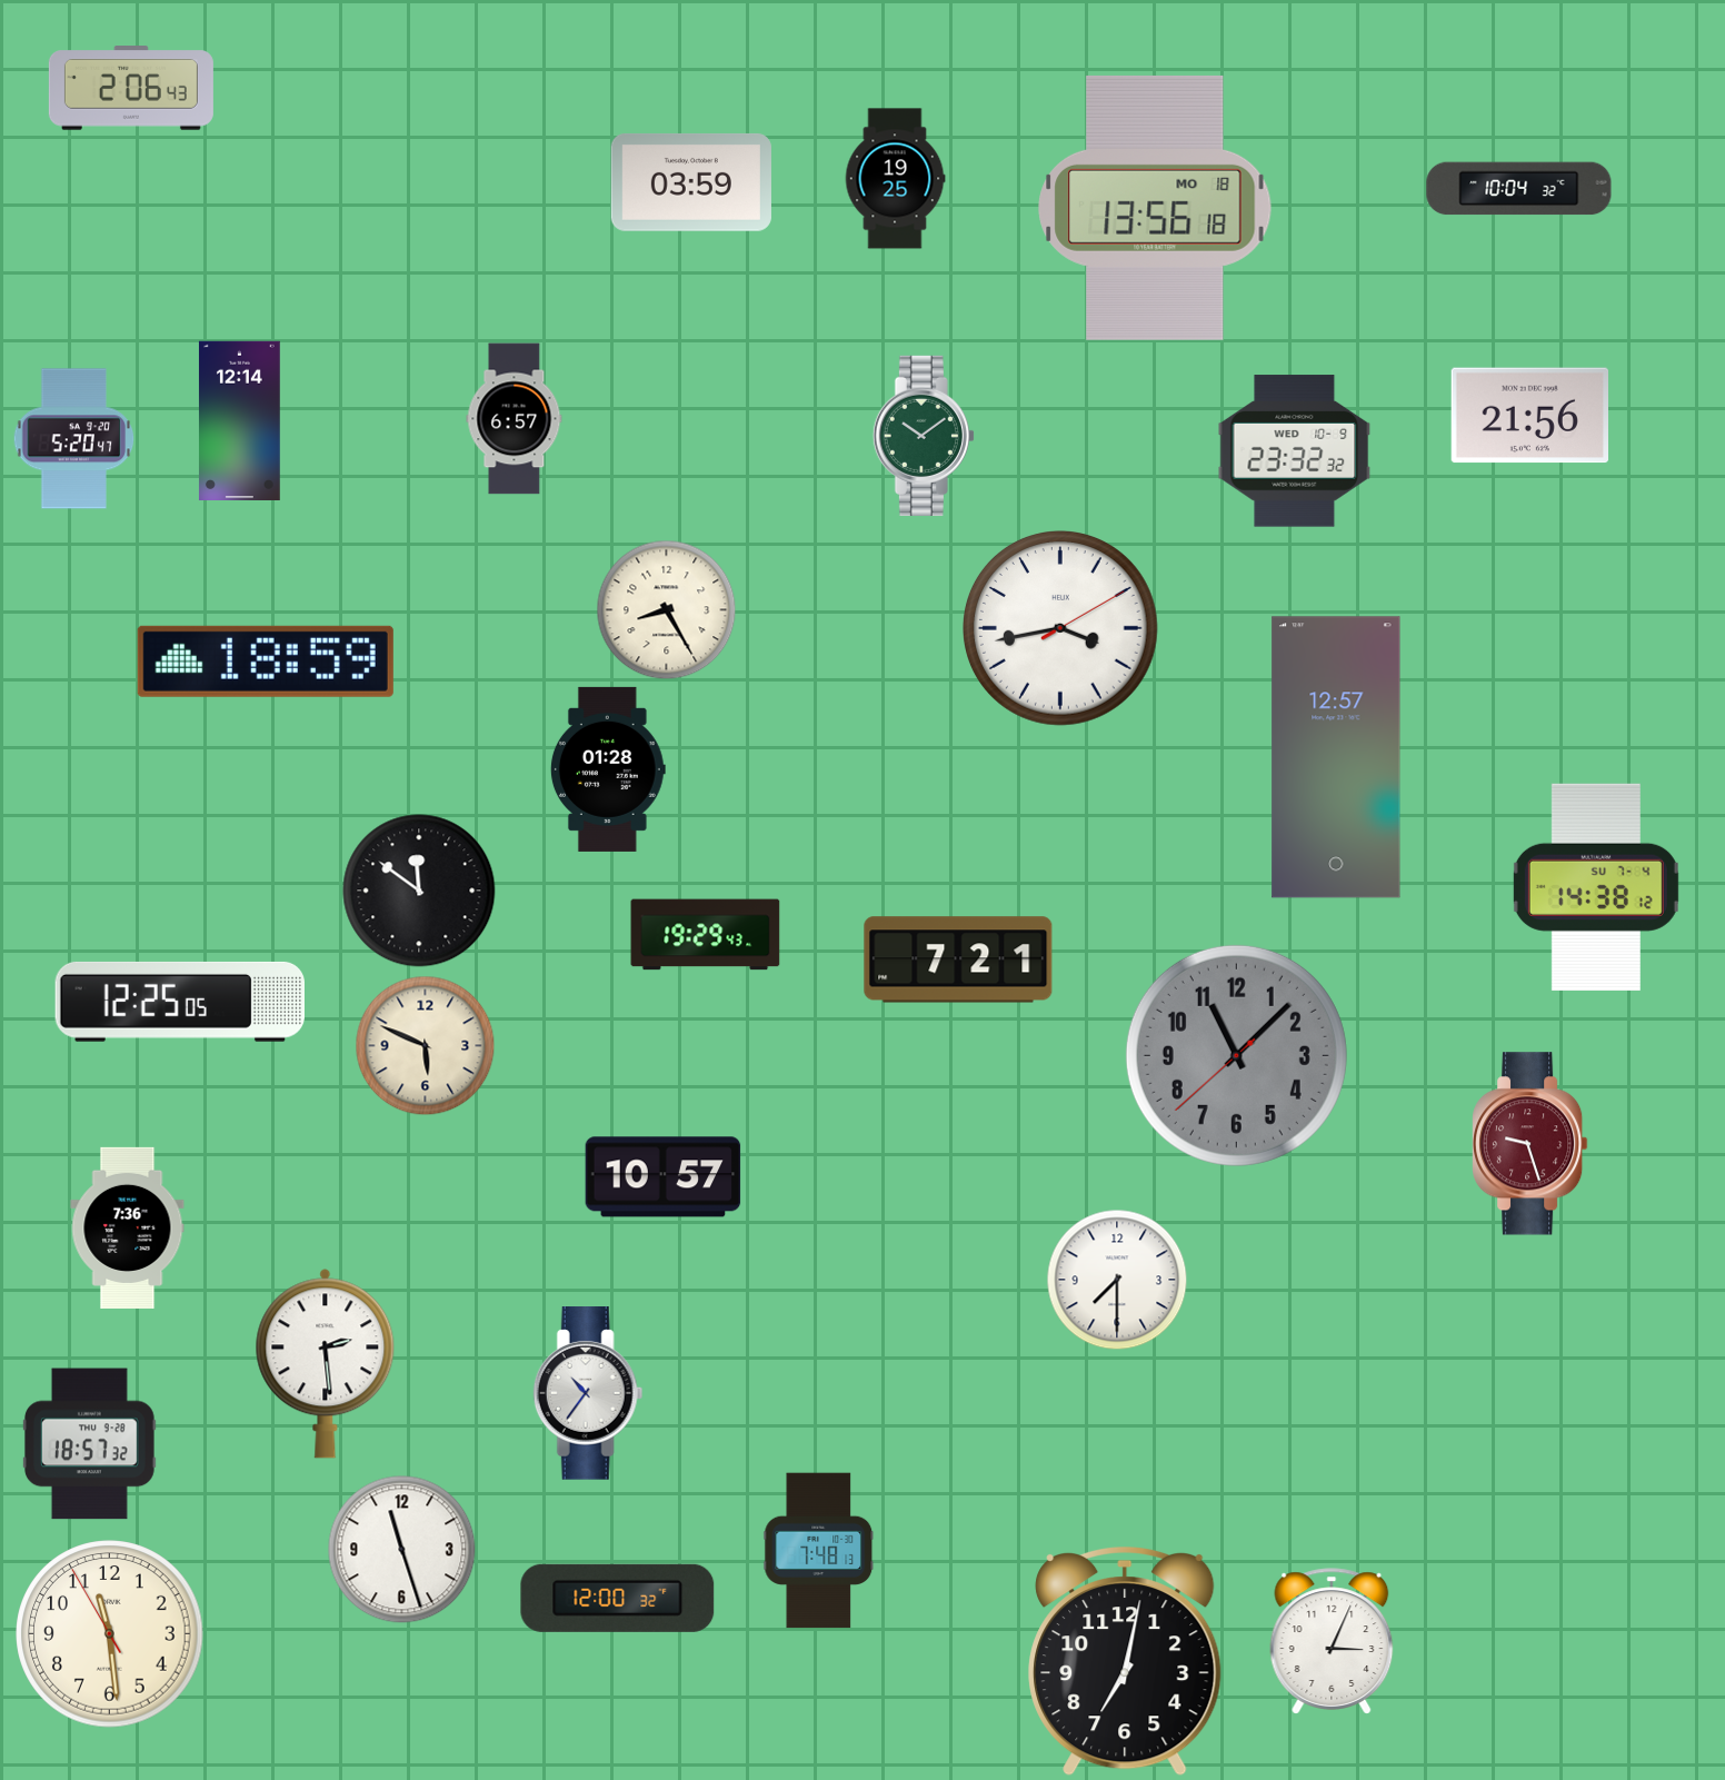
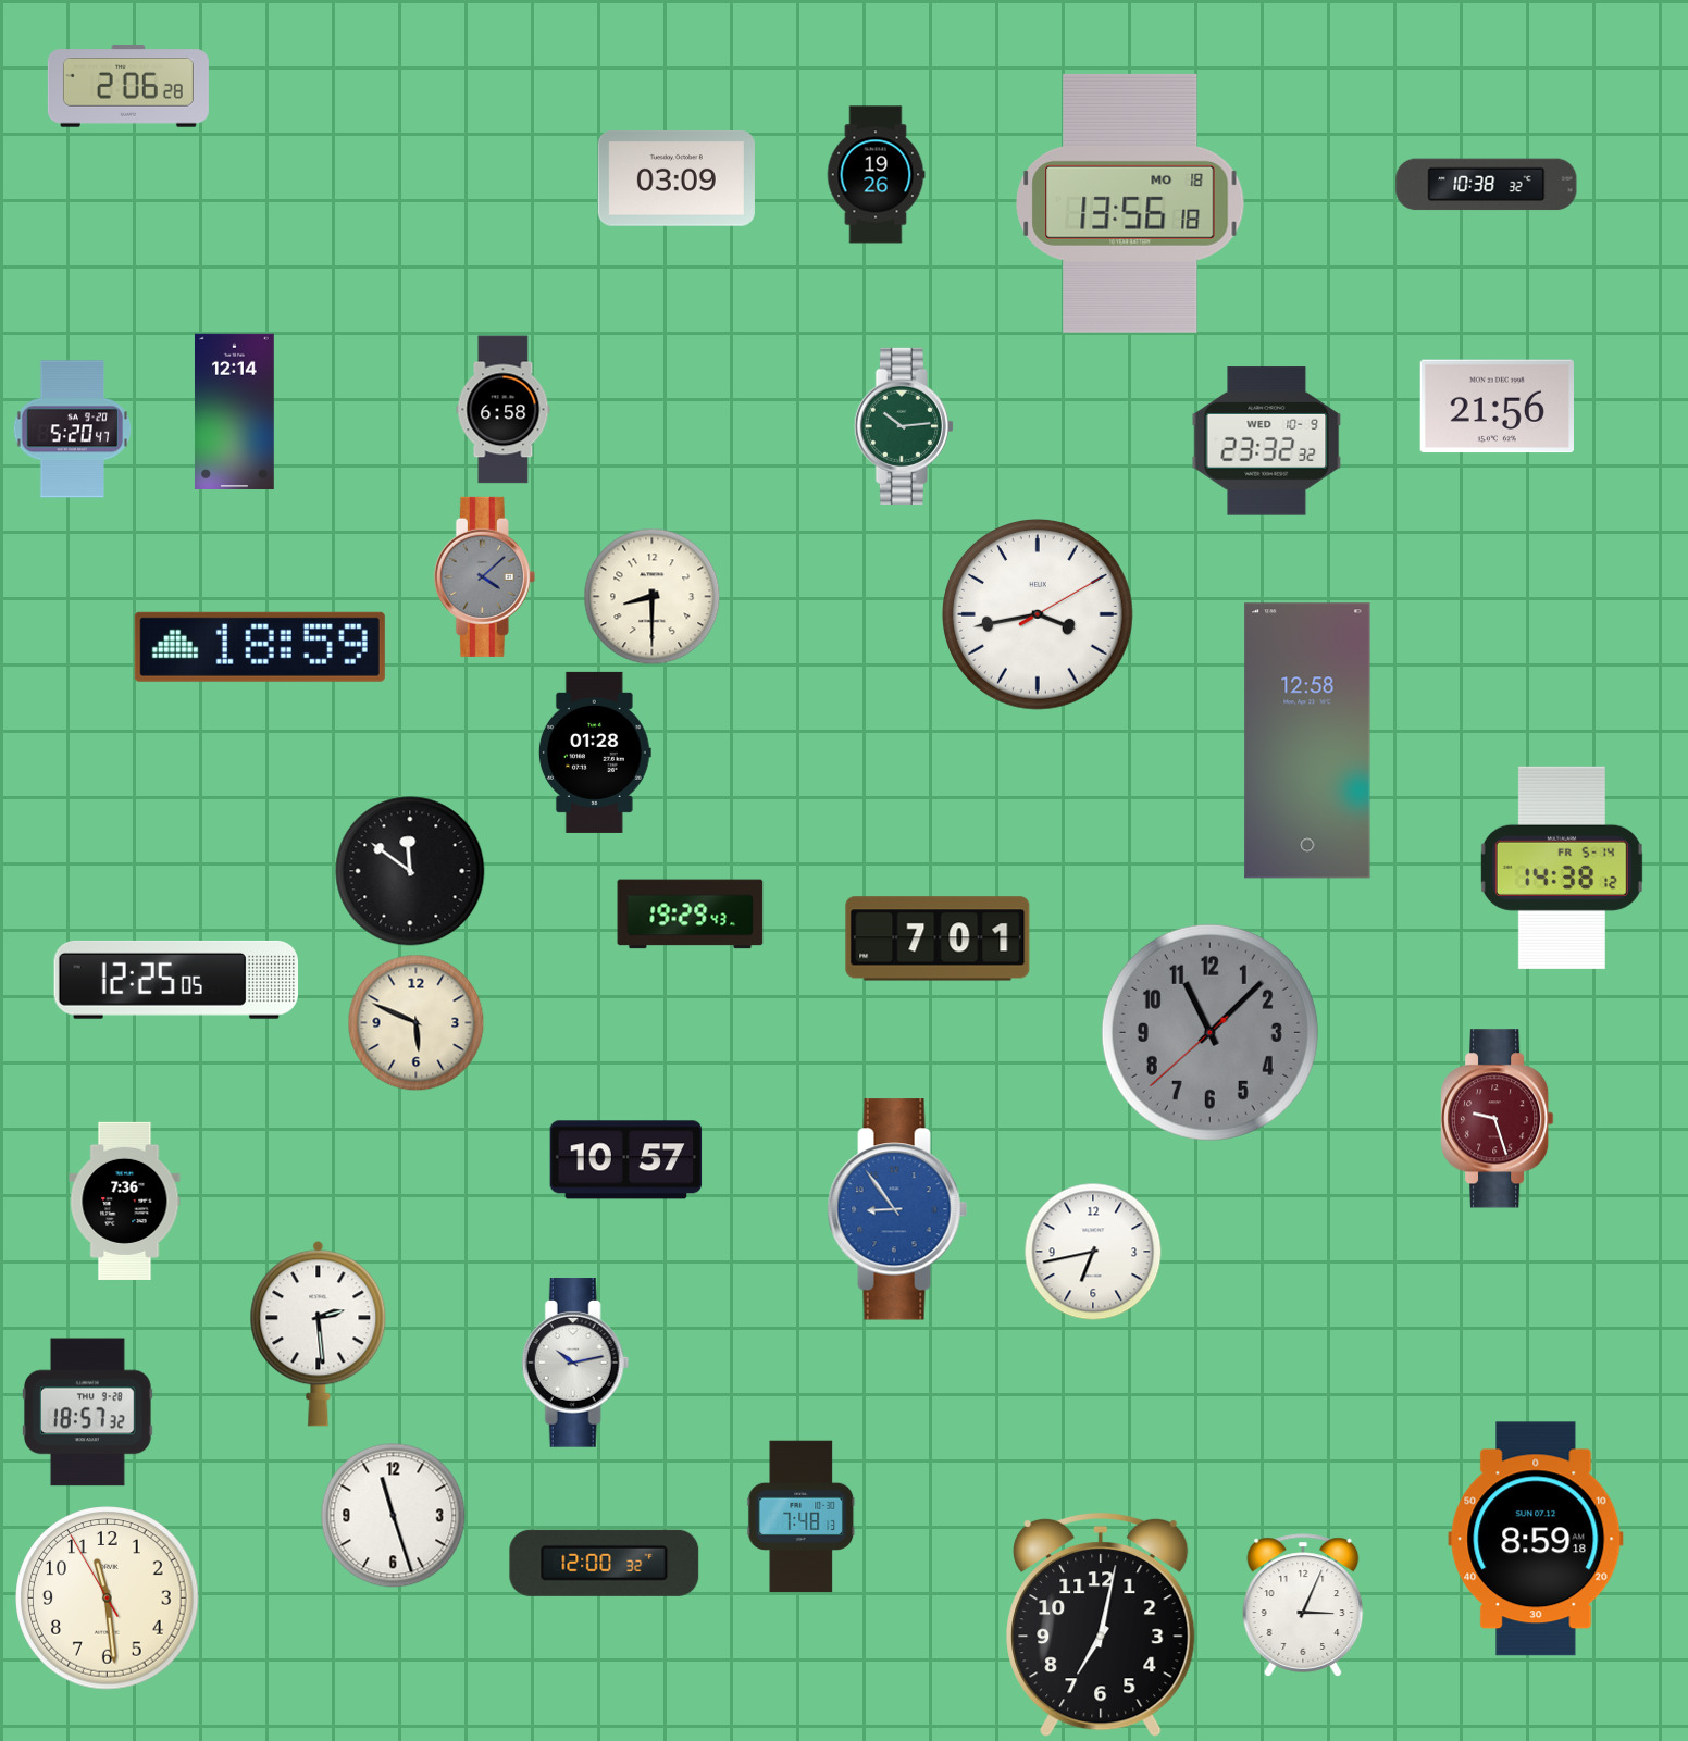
clock at (131, 88): 2:06:43 -> 2:06:28
clock at (895, 179): 19:25 -> 19:26
clock at (691, 182): 03:59 -> 03:09
clock at (1519, 189): 10:04 -> 10:38
clock at (515, 419): 6:57 -> 6:58
clock at (924, 436): 10:09 -> 10:14
clock at (484, 576): none -> 4:08
clock at (667, 610): 8:25 -> 8:30
clock at (1336, 757): 12:57 -> 12:58
clock at (1596, 887) date: SU 7-4 -> FR 5-14
clock at (958, 959): 7:21 -> 7:01
clock at (664, 1177) position: (664, 1177) -> (626, 1160)
clock at (897, 1209): none -> 8:54
clock at (1117, 1280): 7:30 -> 6:43
clock at (588, 1393): 10:36 -> 10:13
clock at (1536, 1539): none -> 8:59
